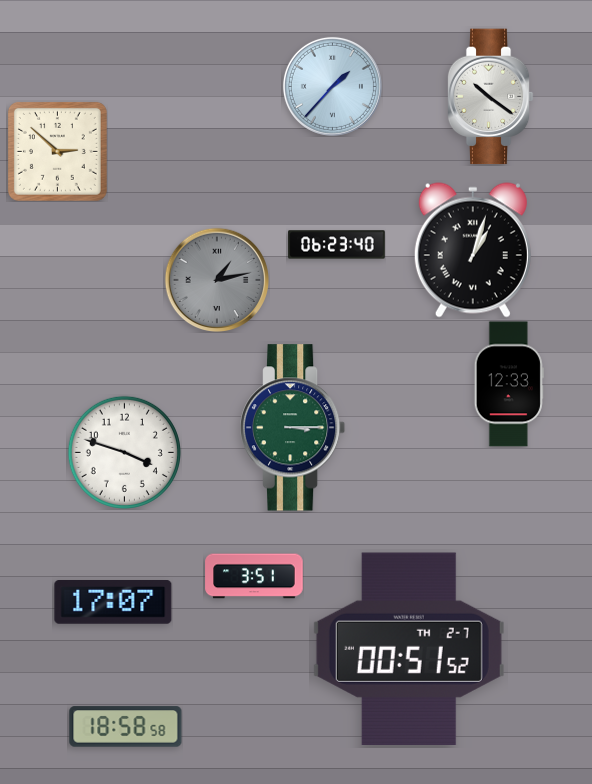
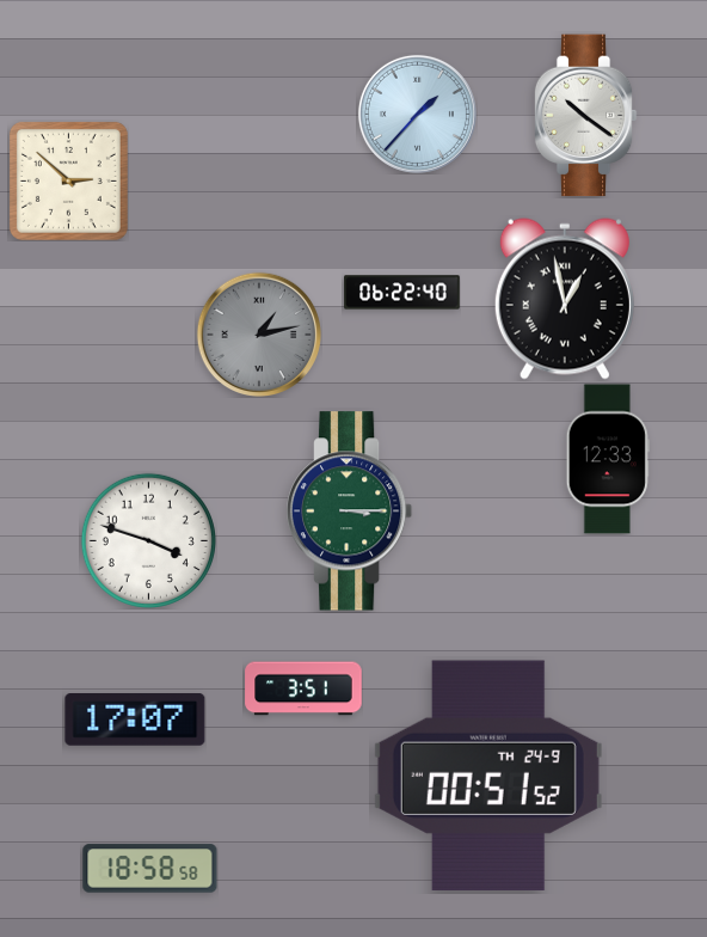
clock at (332, 86) position: (332, 86) -> (417, 114)
clock at (337, 245): 06:23 -> 06:22
clock at (473, 250): 1:03 -> 12:58
clock at (409, 648) date: TH 2-7 -> TH 24-9
